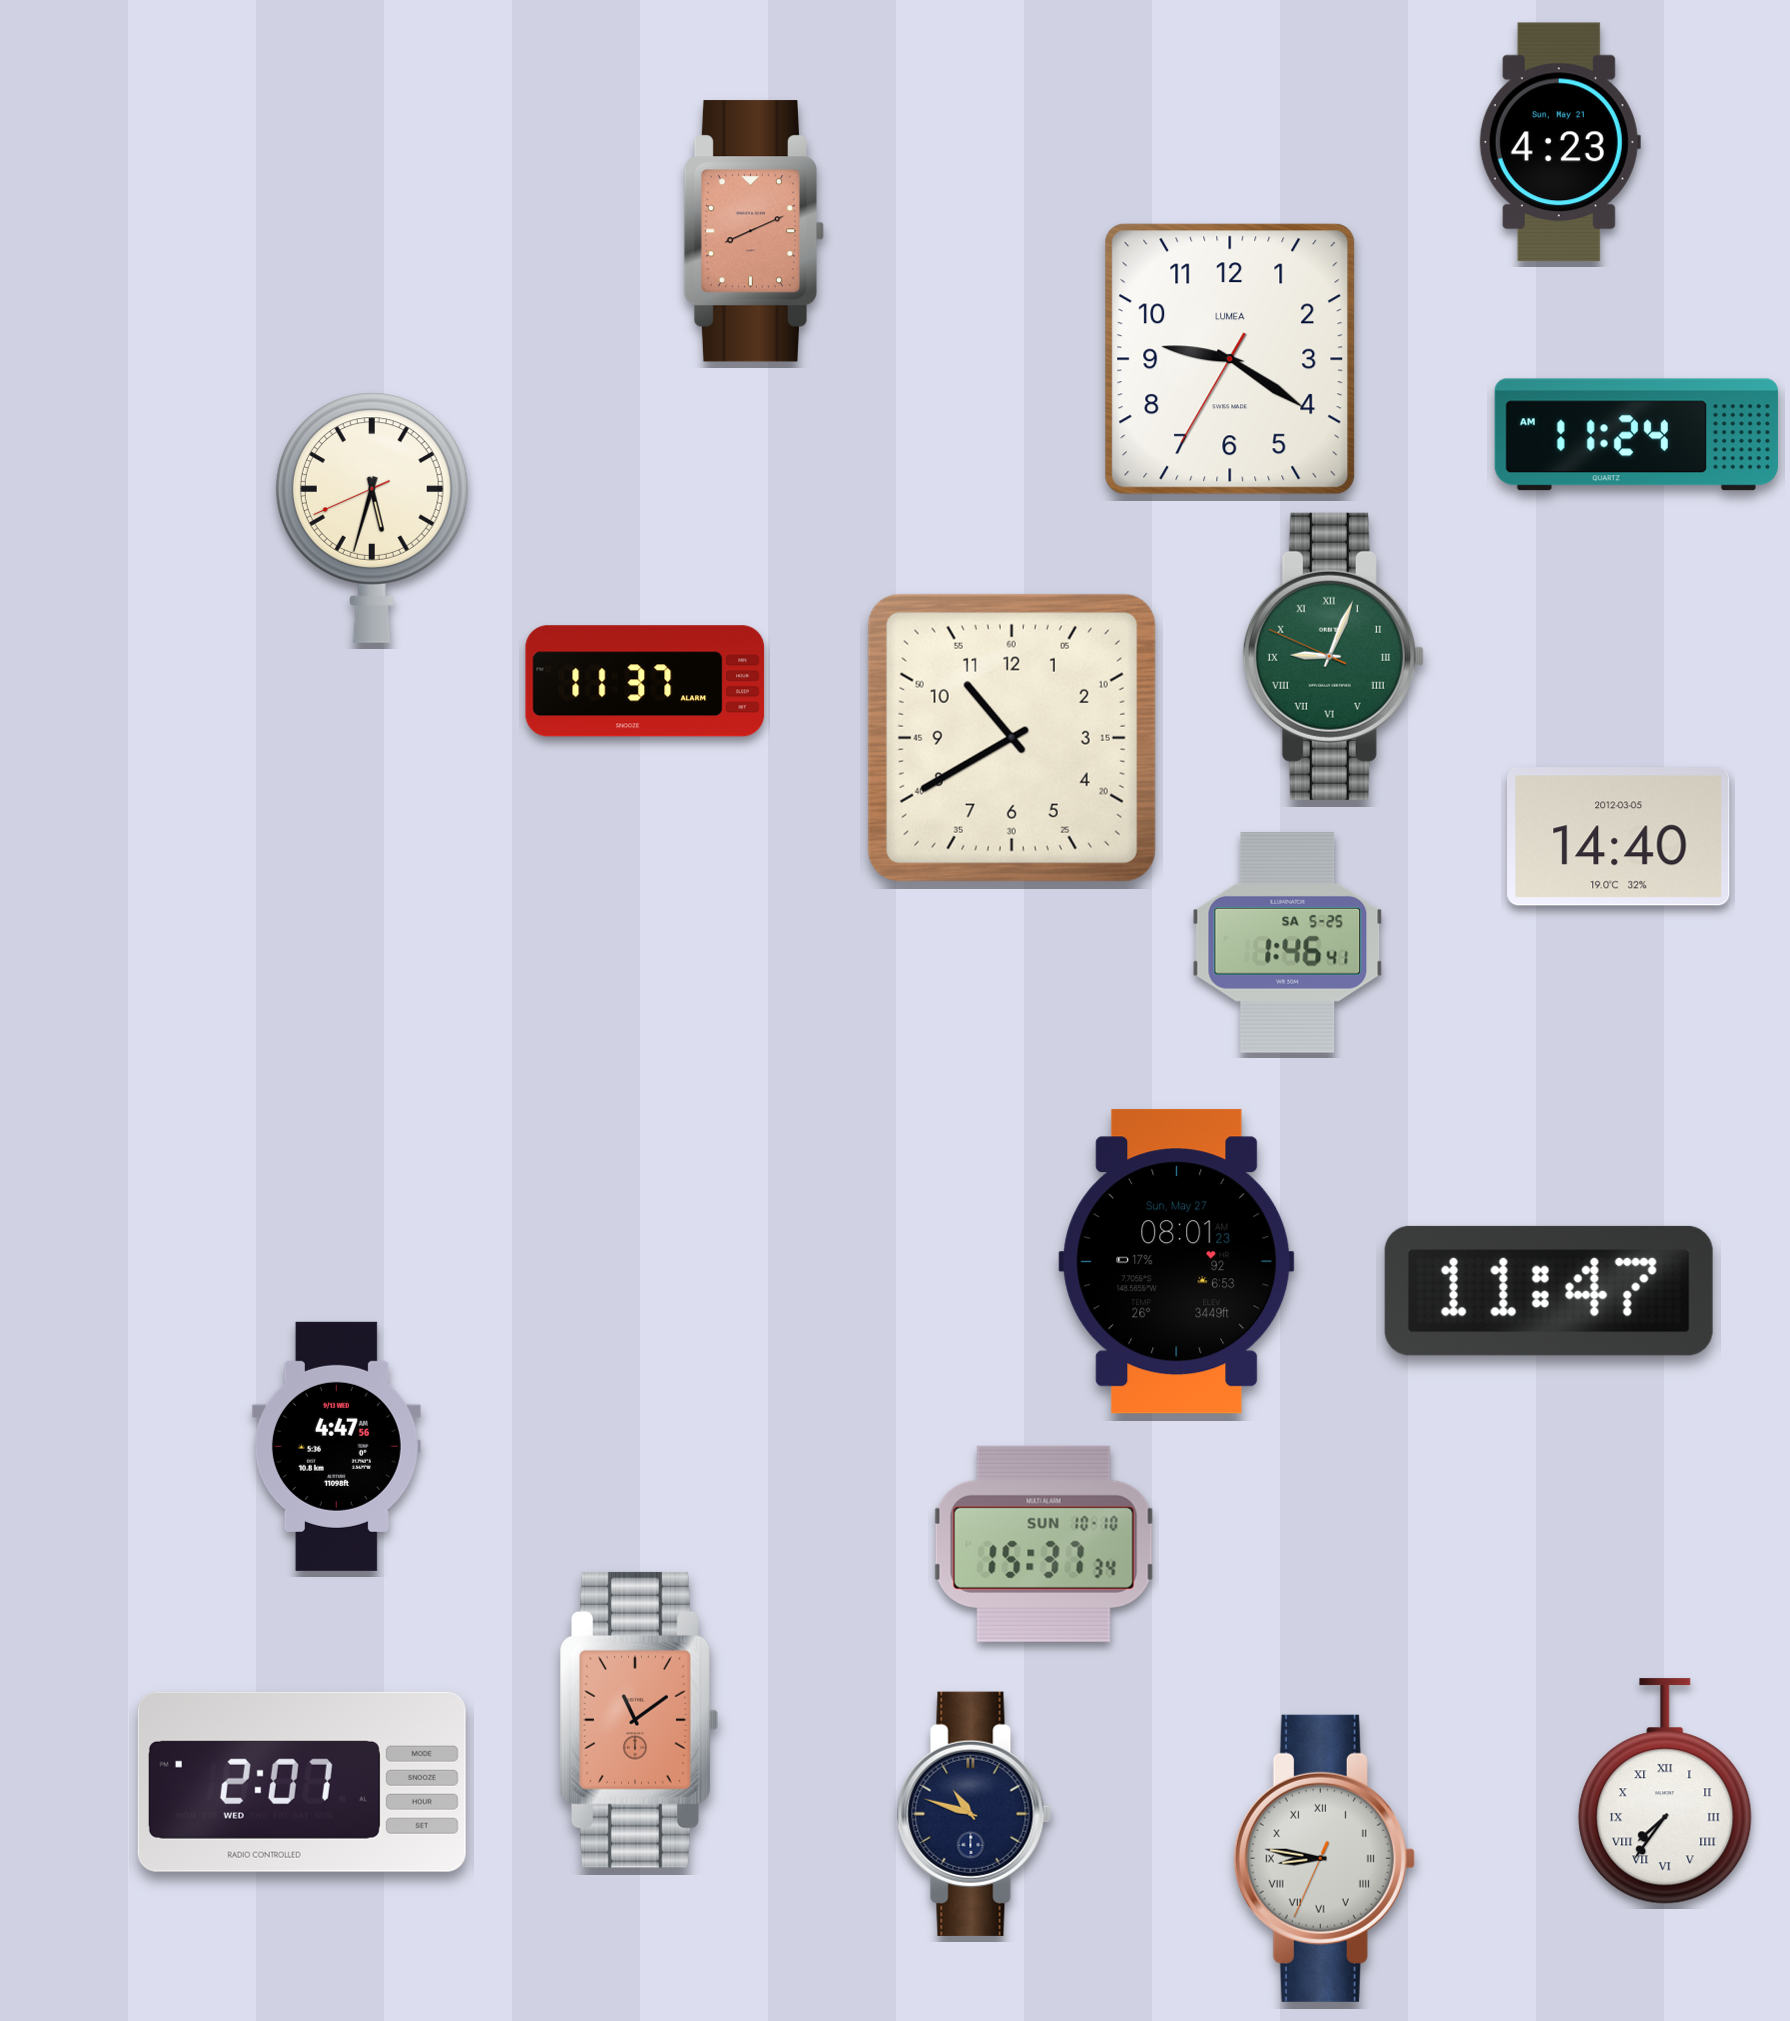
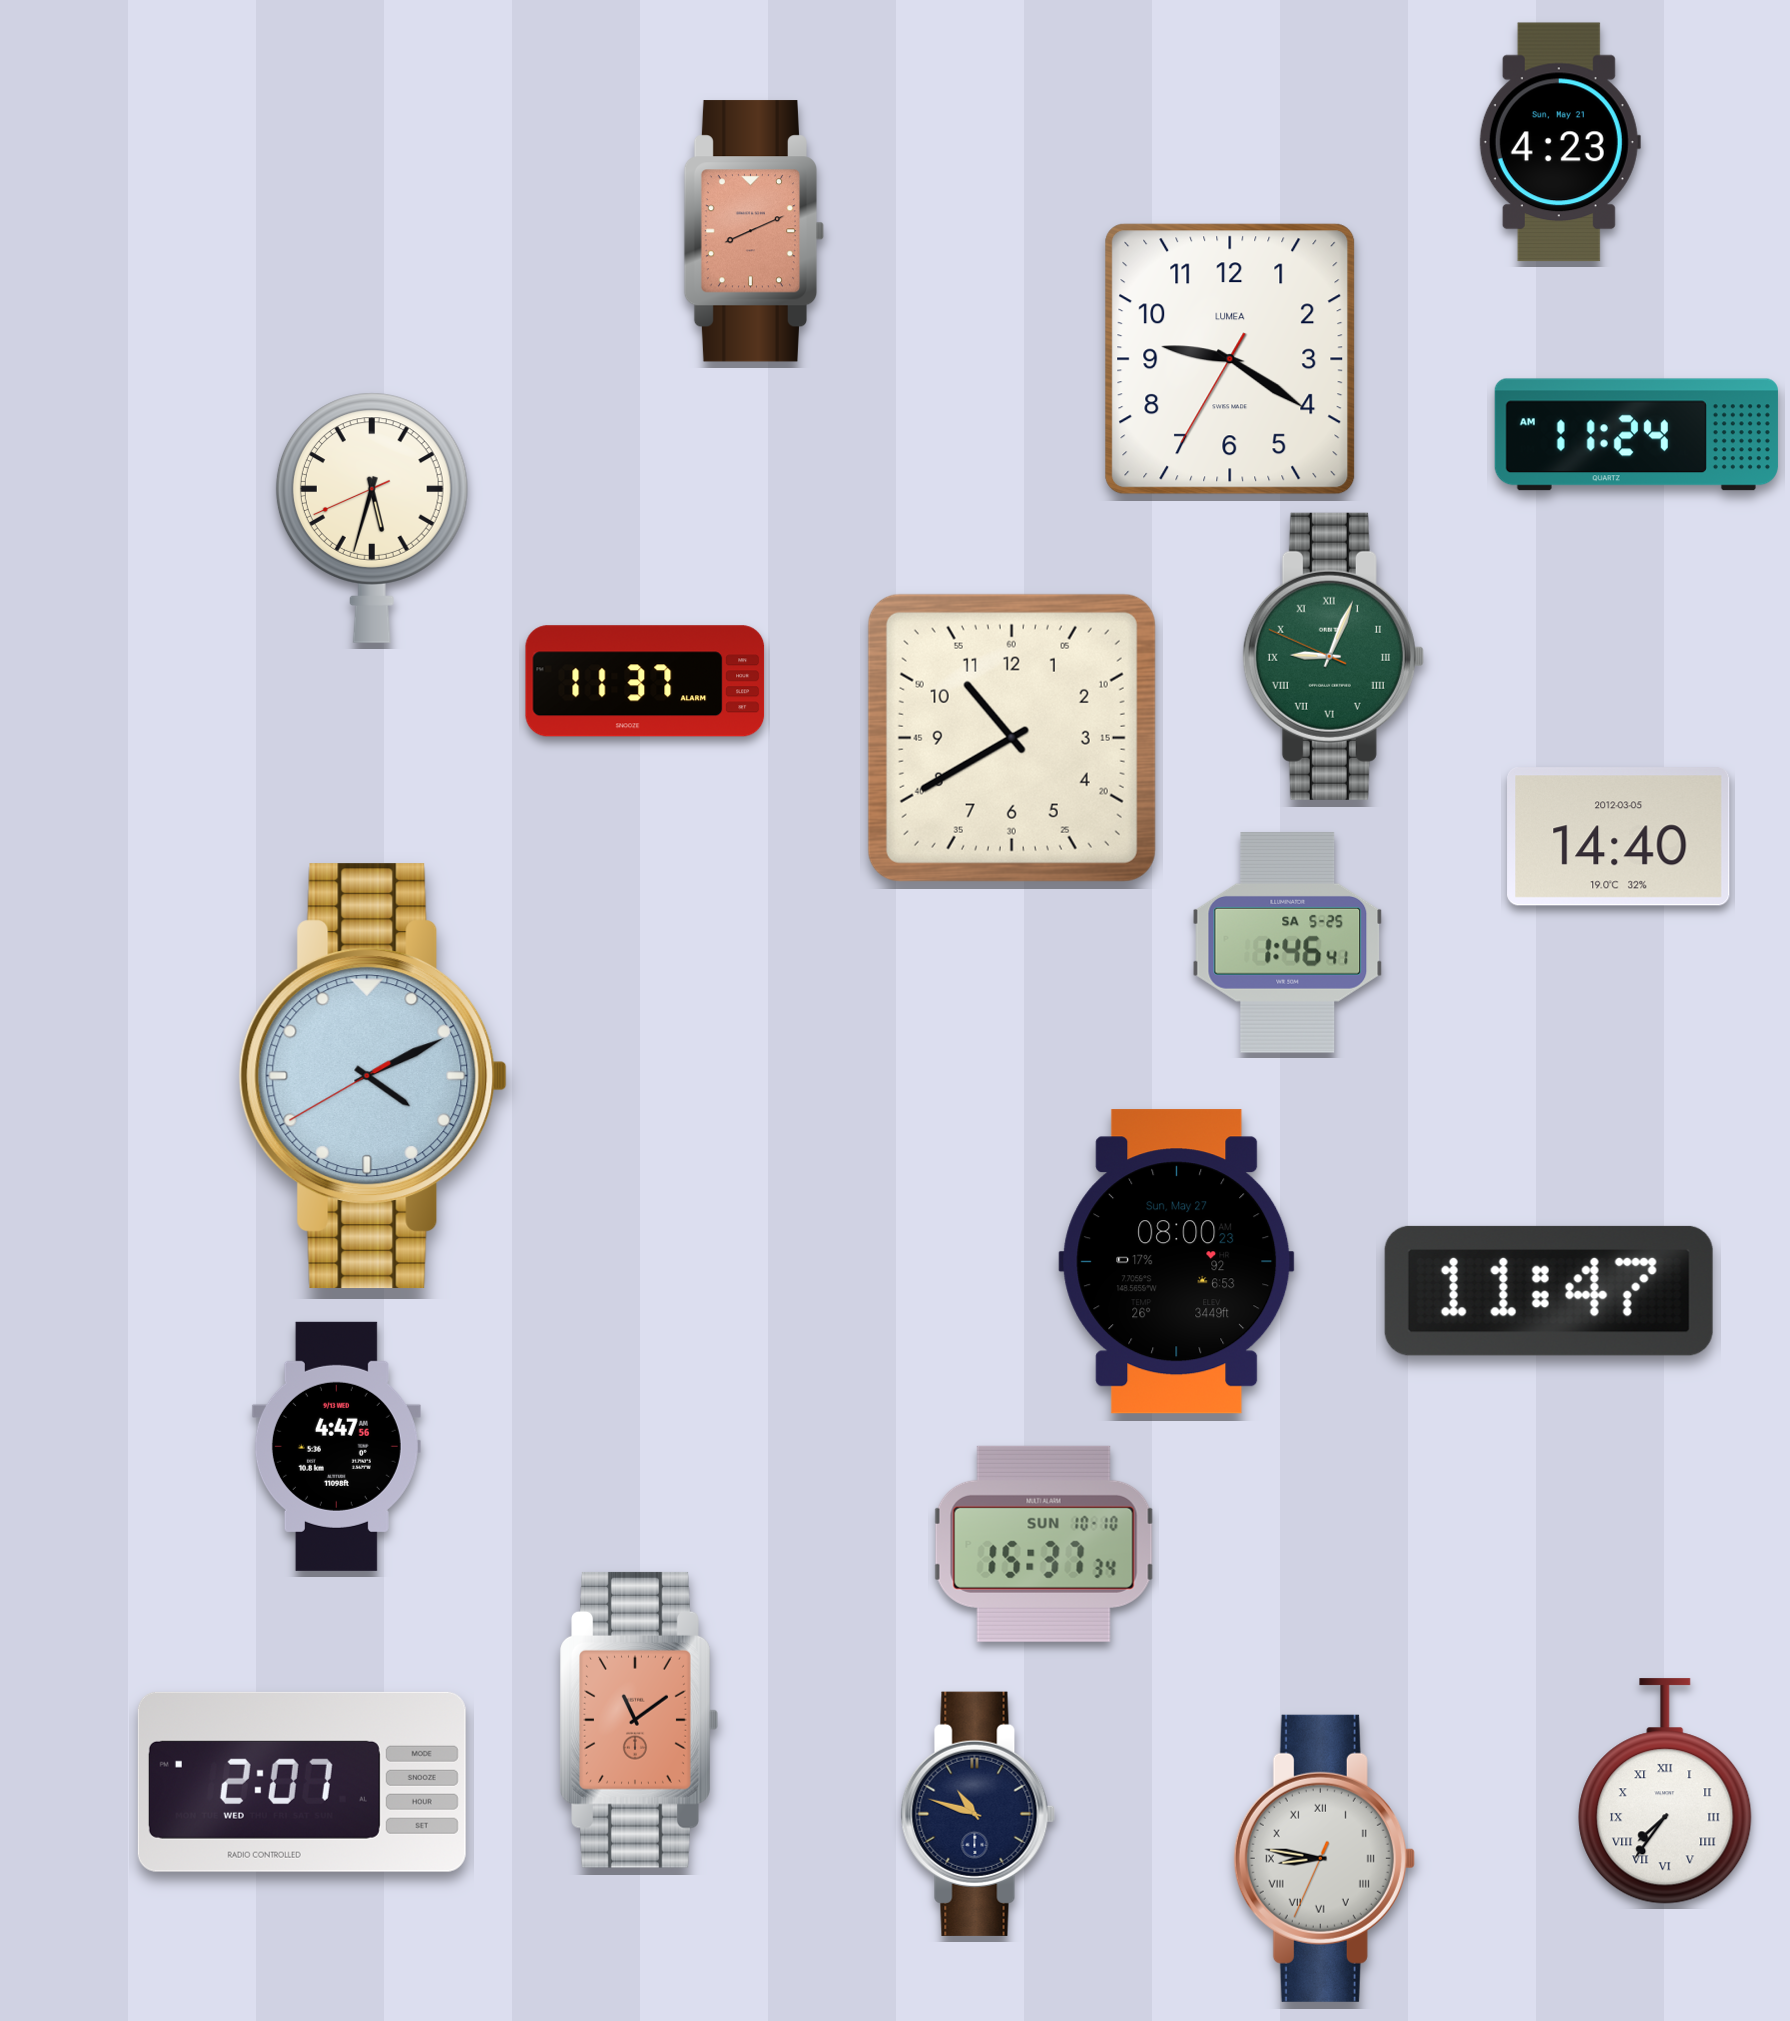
clock at (373, 1076): none -> 4:10
clock at (1177, 1262): 08:01 -> 08:00
clock at (974, 1814) position: (974, 1814) -> (978, 1814)
